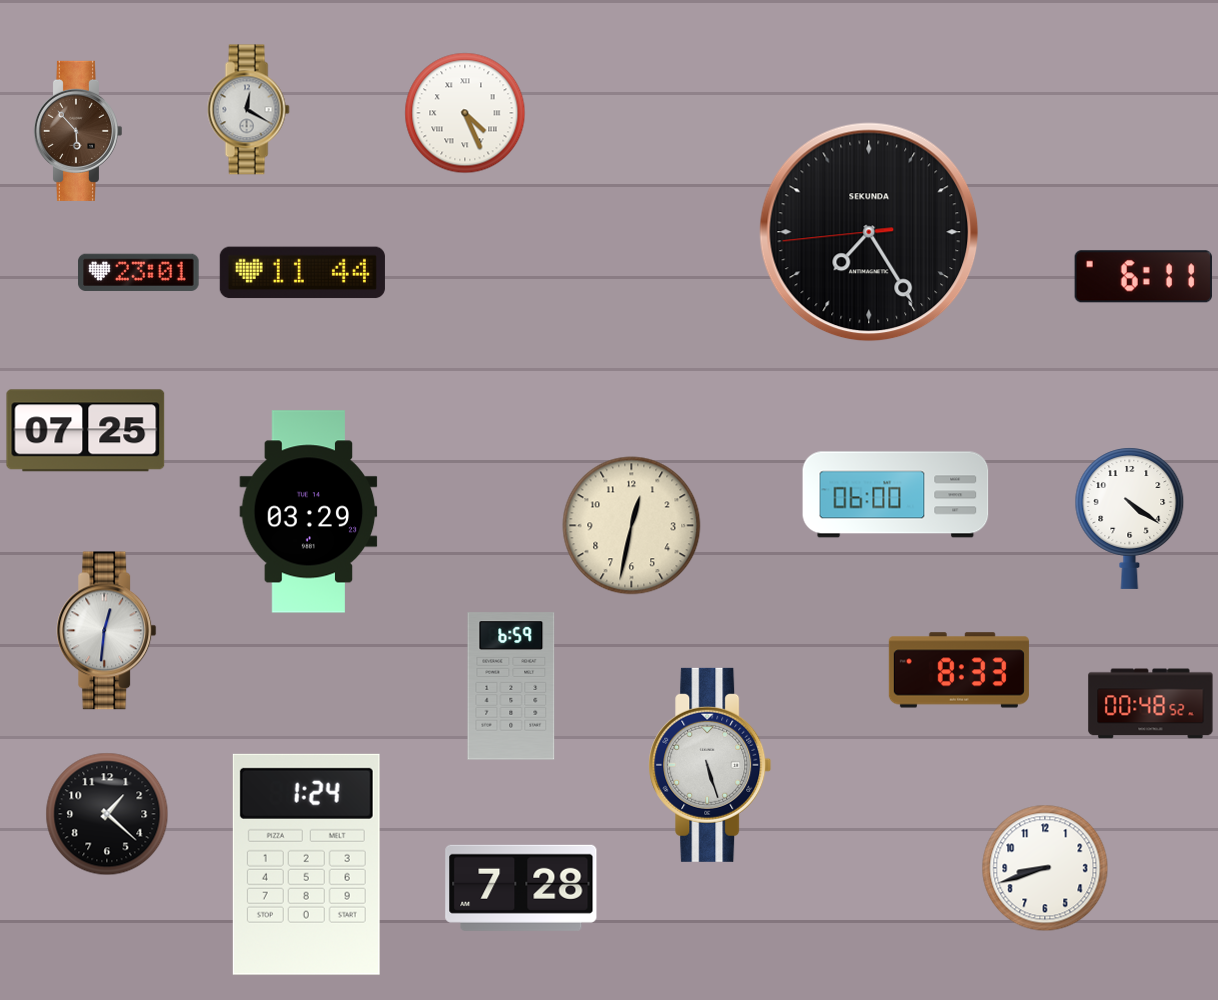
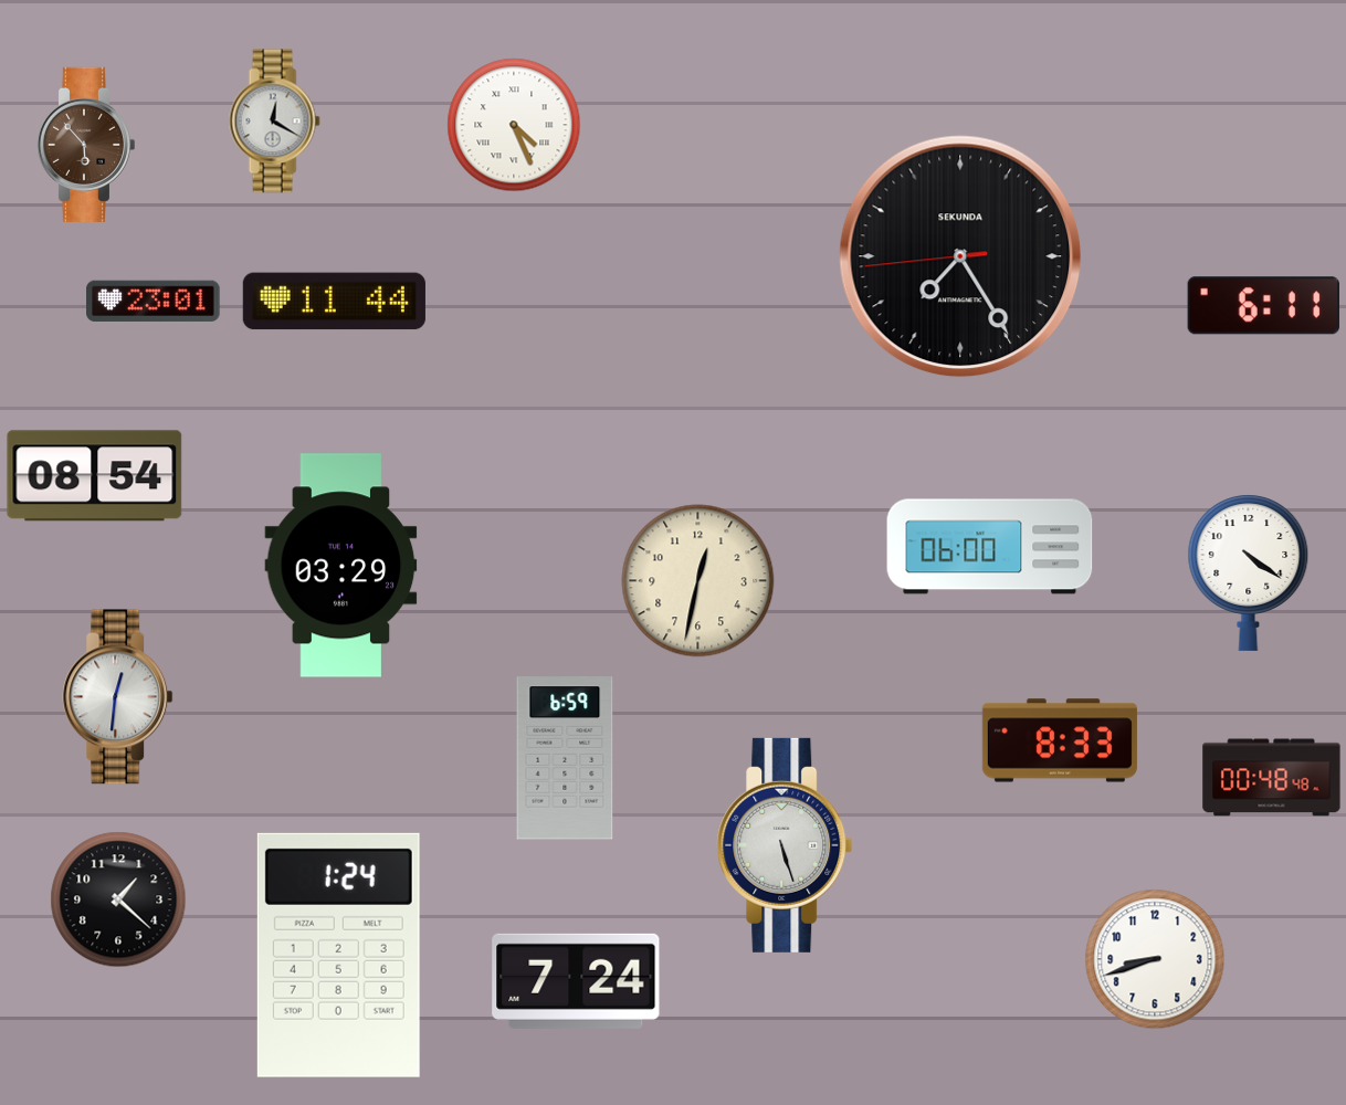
clock at (86, 431): 07:25 -> 08:54
clock at (1151, 704): 00:48:52 -> 00:48:48
clock at (521, 888): 7:28 -> 7:24
